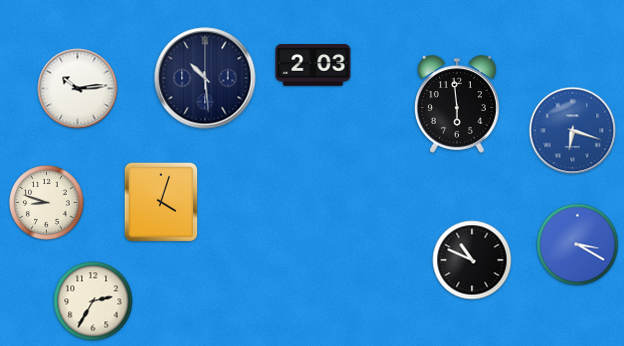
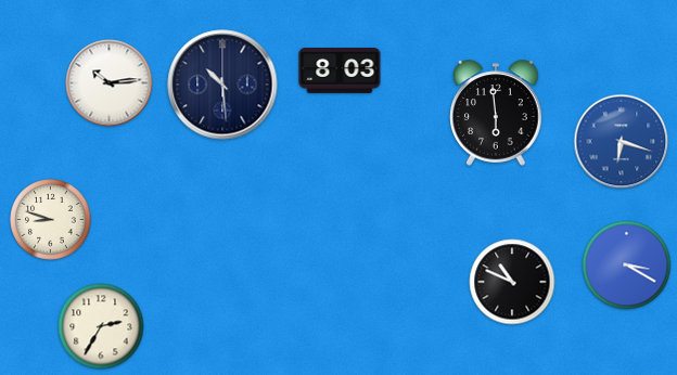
clock at (313, 65): 2:03 -> 8:03
clock at (78, 89) position: (78, 89) -> (110, 83)
clock at (161, 202): 4:03 -> none
